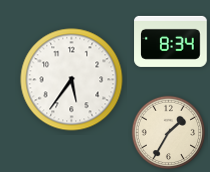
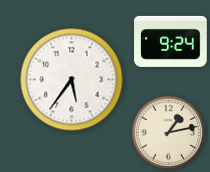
clock at (171, 41): 8:34 -> 9:24
clock at (169, 133): 1:35 -> 1:13
